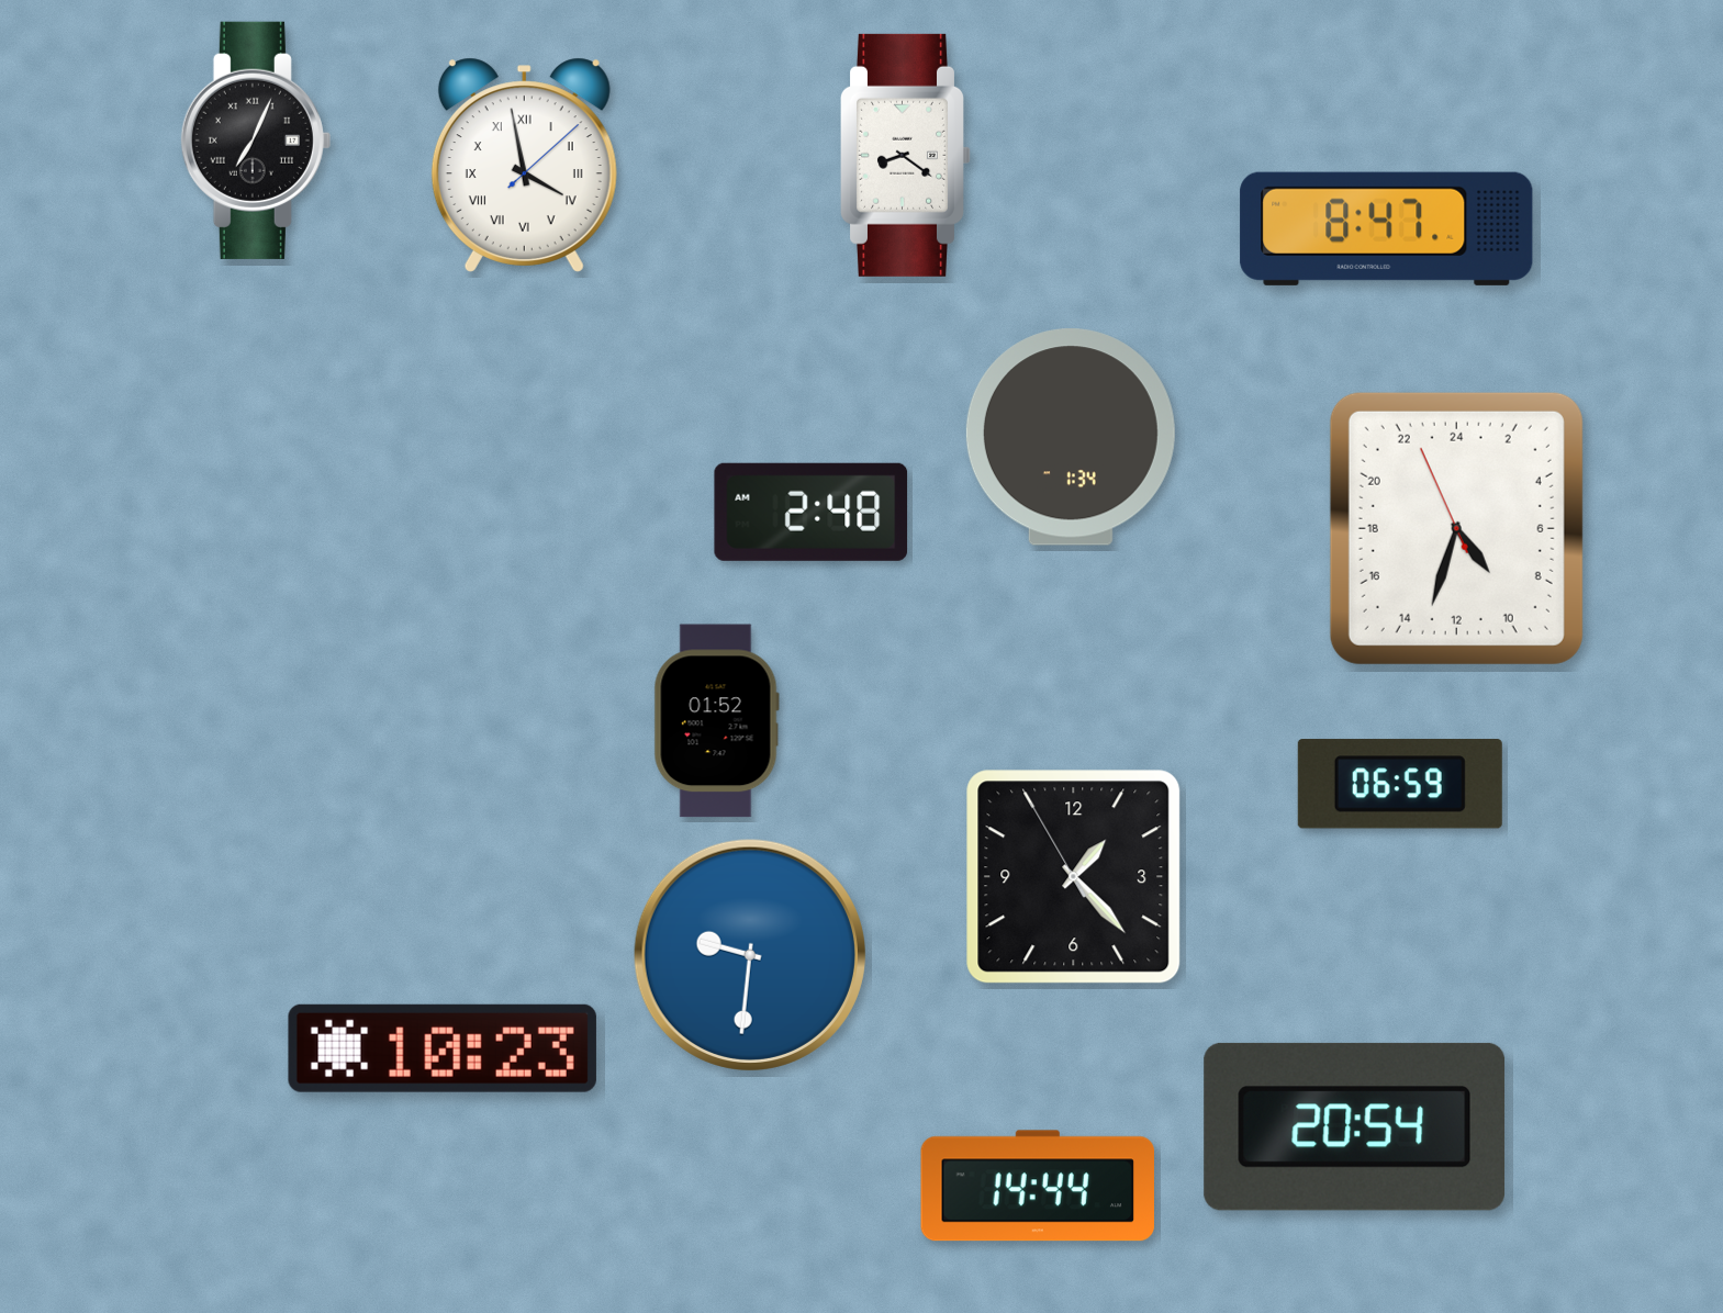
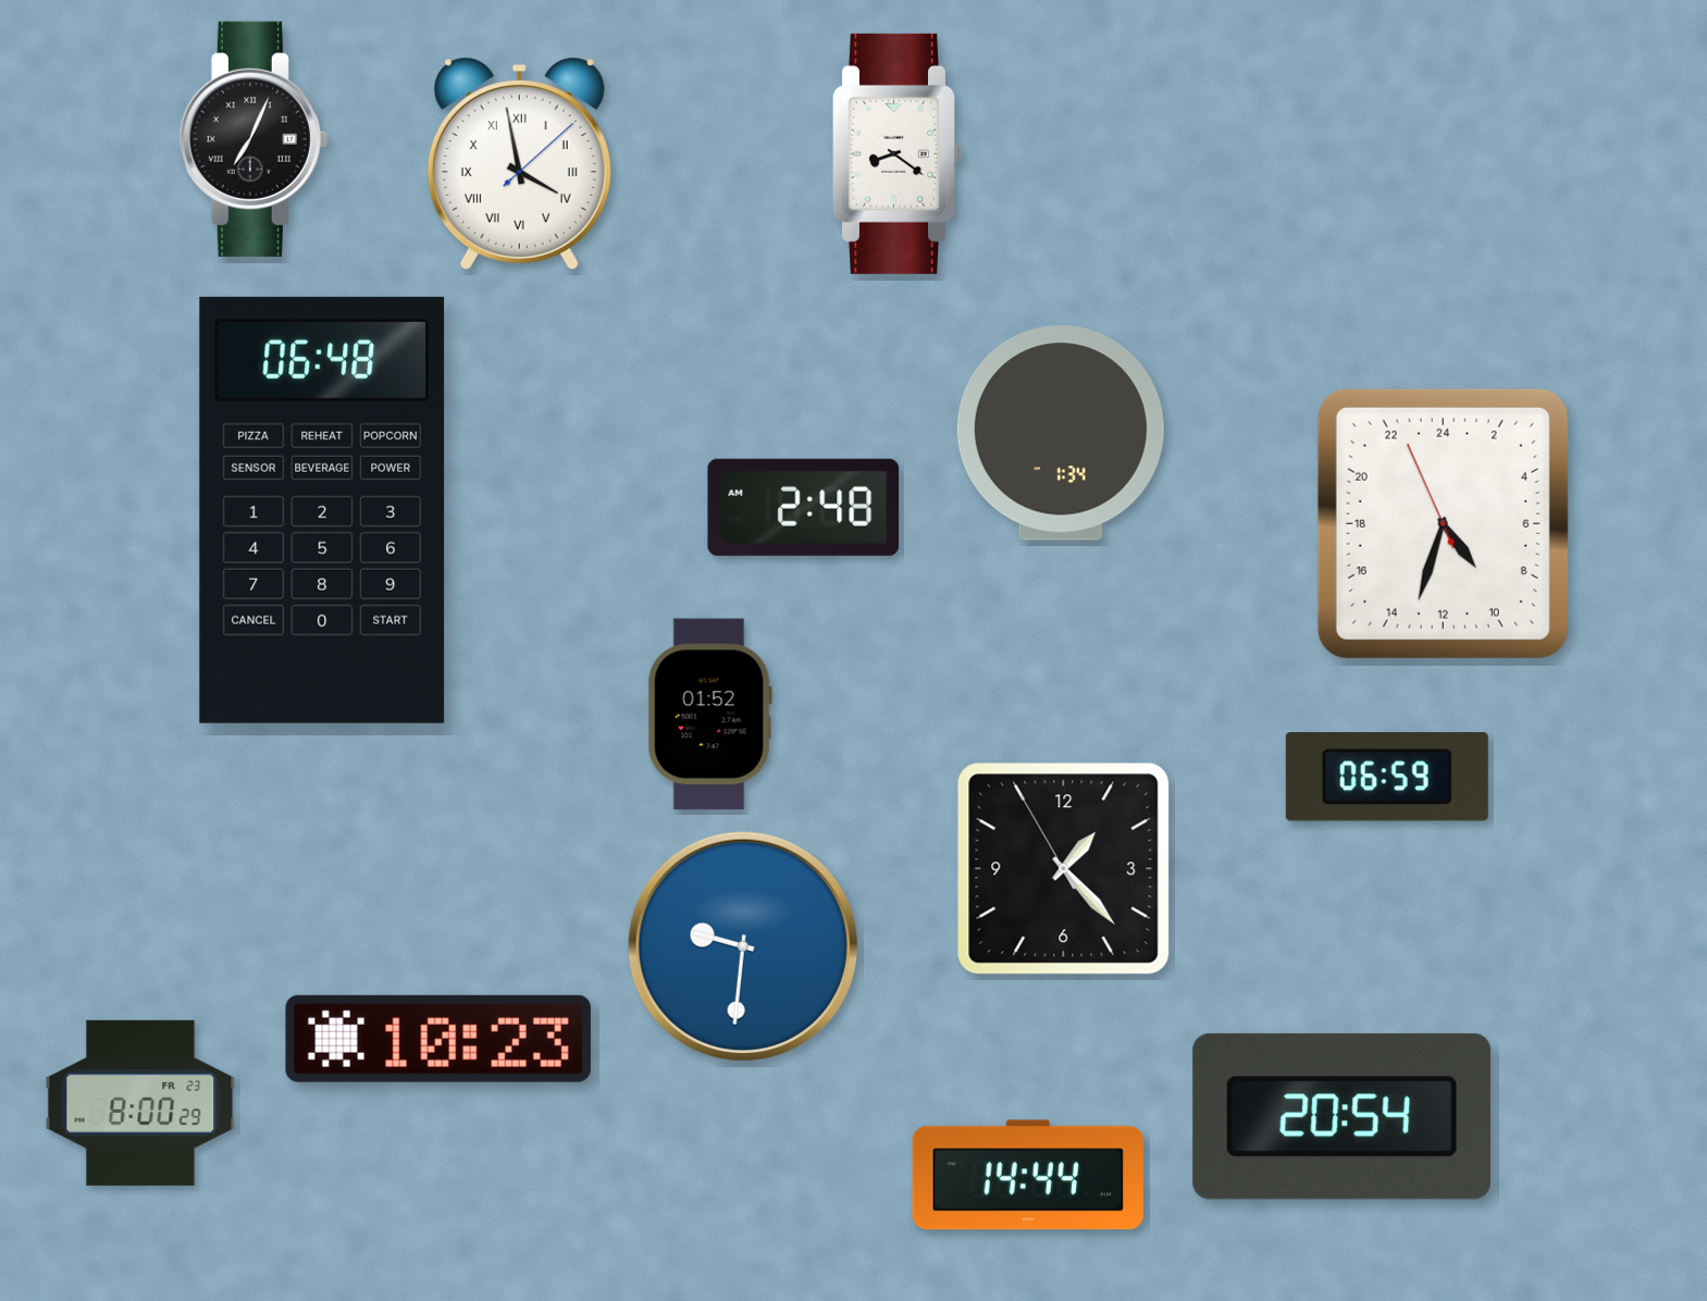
clock at (1387, 228): 8:47 -> none
clock at (322, 510): none -> 06:48
clock at (140, 1103): none -> 8:00
